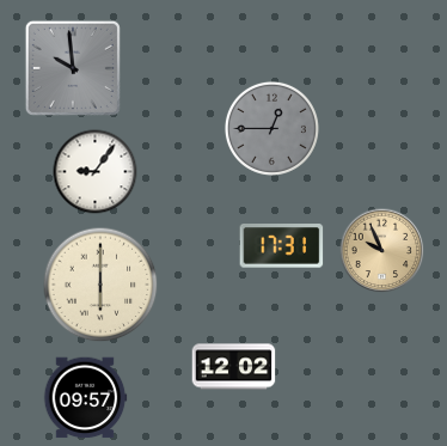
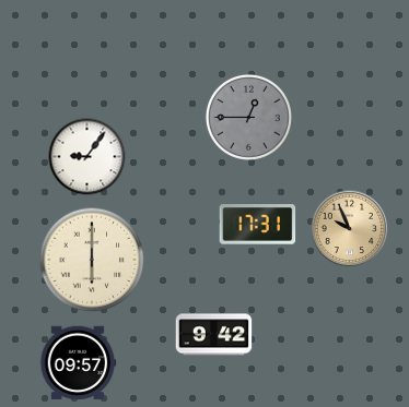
clock at (73, 68): 9:59 -> none
clock at (234, 367): 12:02 -> 9:42
